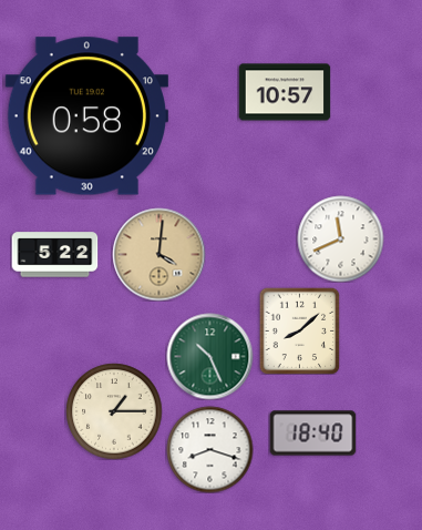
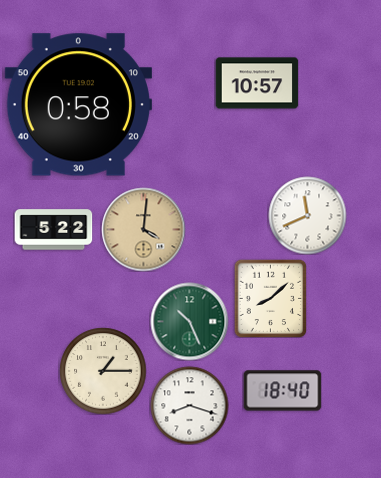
clock at (54, 255) position: (54, 255) -> (53, 230)
